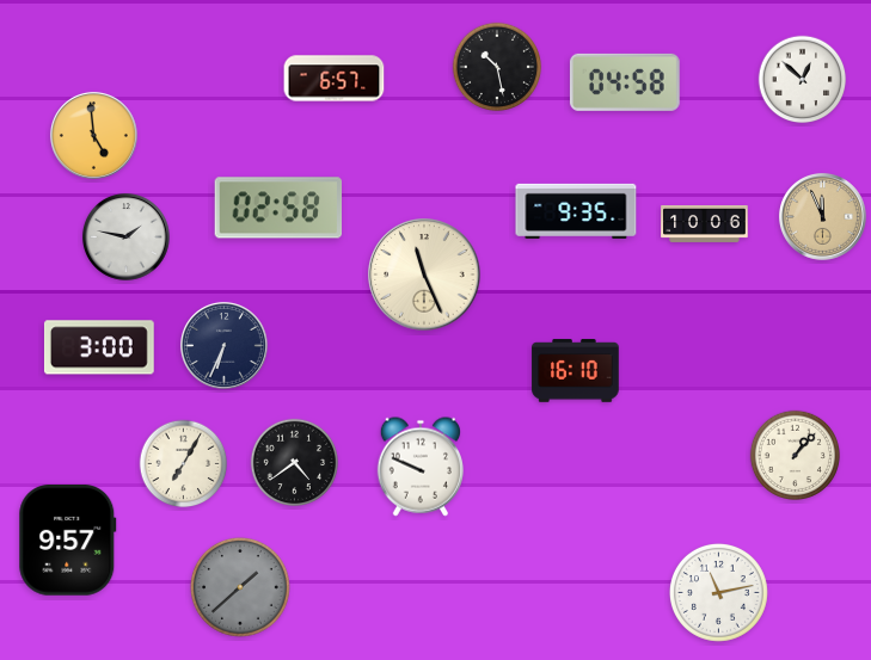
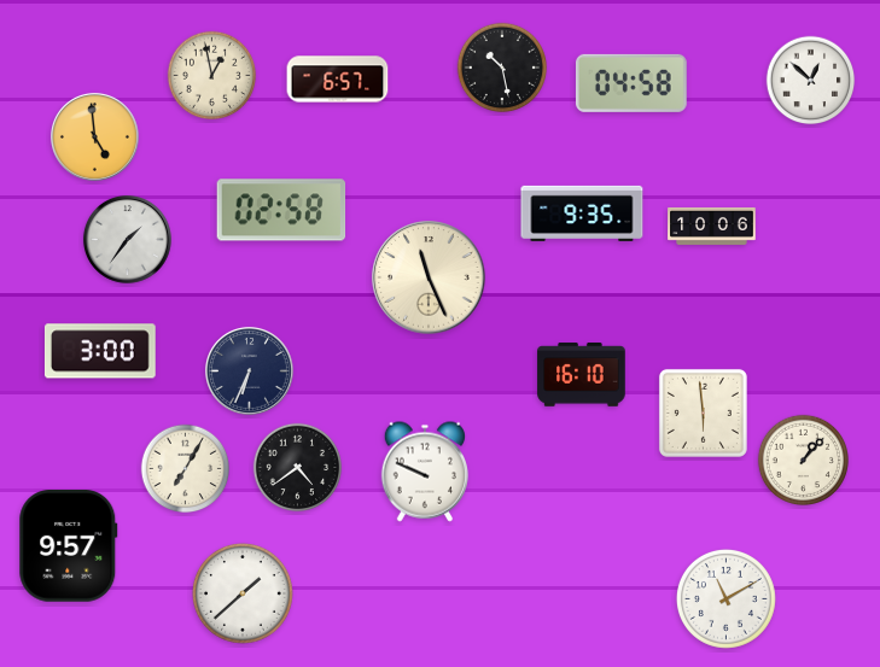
clock at (212, 76): none -> 12:58
clock at (822, 216): 11:56 -> none
clock at (125, 236): 1:47 -> 1:36
clock at (223, 345) position: (223, 345) -> (249, 370)
clock at (703, 413): none -> 5:59
clock at (240, 587) dial: grey -> white
clock at (718, 592): 11:13 -> 11:10
